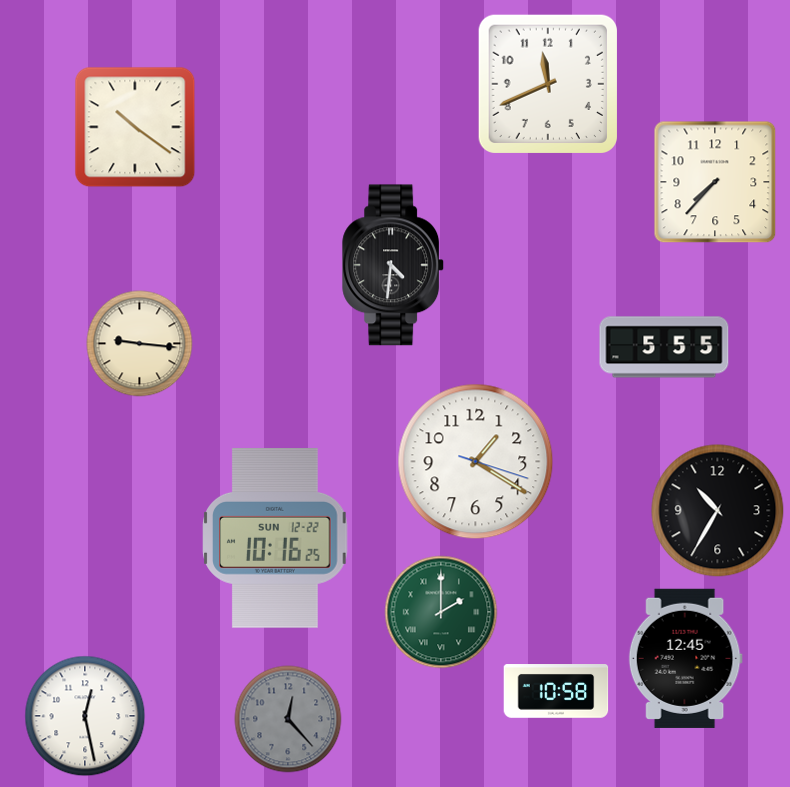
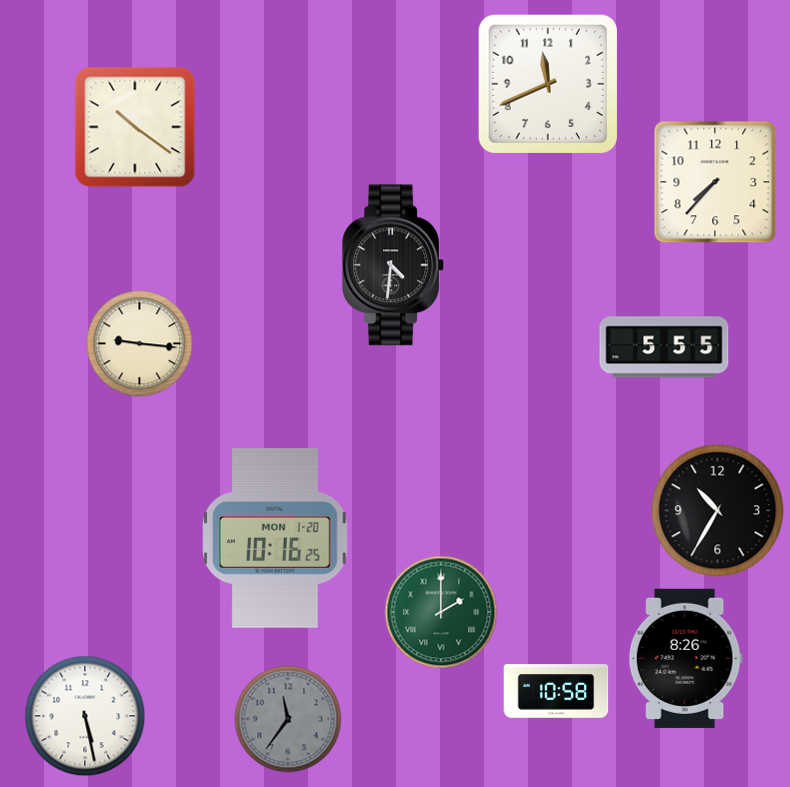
clock at (476, 462): 1:20 -> none
clock at (275, 539) date: SUN 12-22 -> MON 1-20
clock at (685, 658): 12:45 -> 8:26
clock at (85, 716): 12:28 -> 5:28
clock at (288, 719): 12:23 -> 11:36
